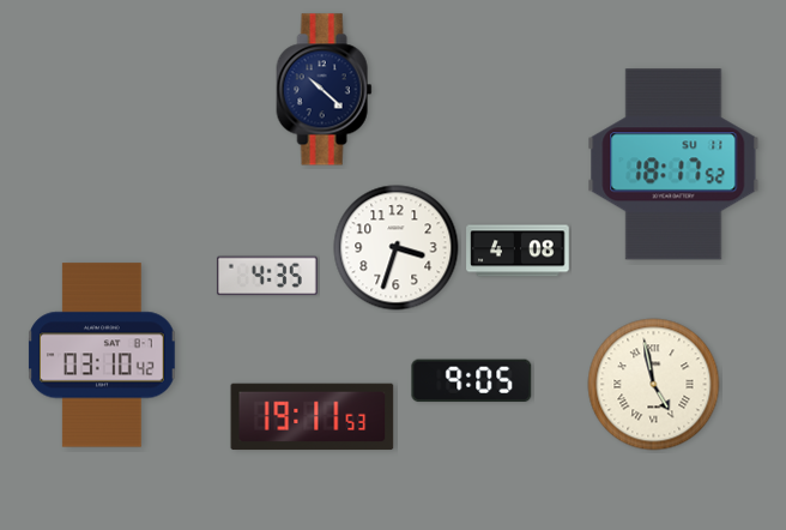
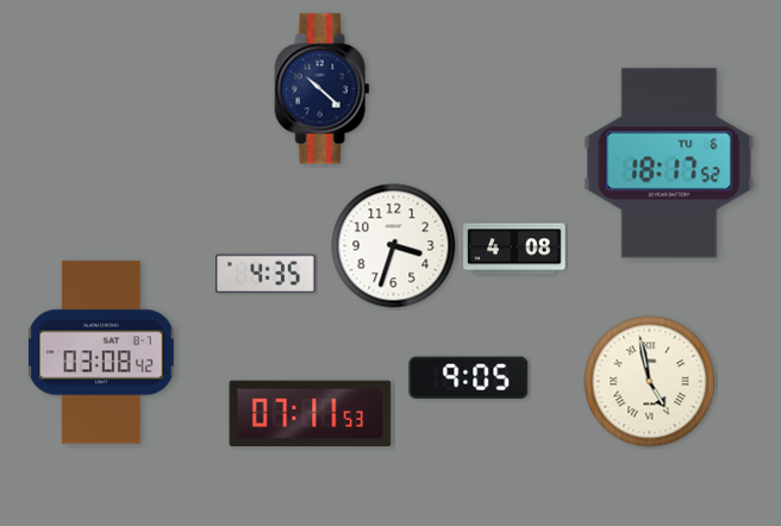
clock at (673, 164) date: SU 11 -> TU 6
clock at (102, 355): 03:10 -> 03:08
clock at (313, 417): 19:11 -> 07:11
